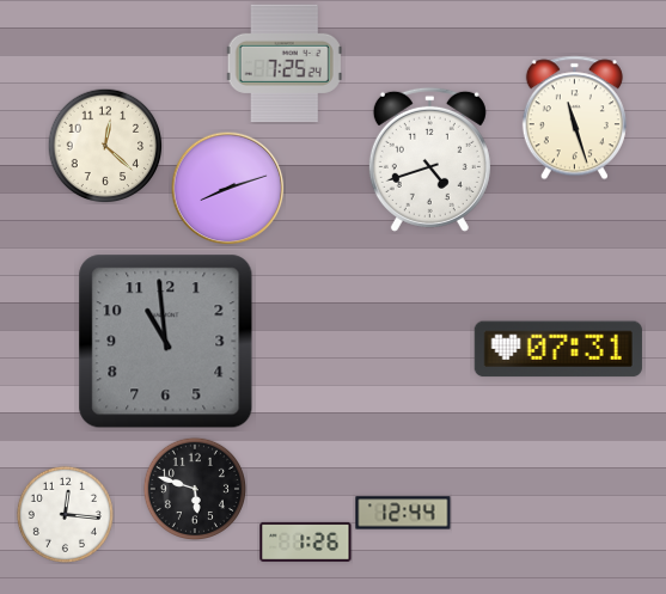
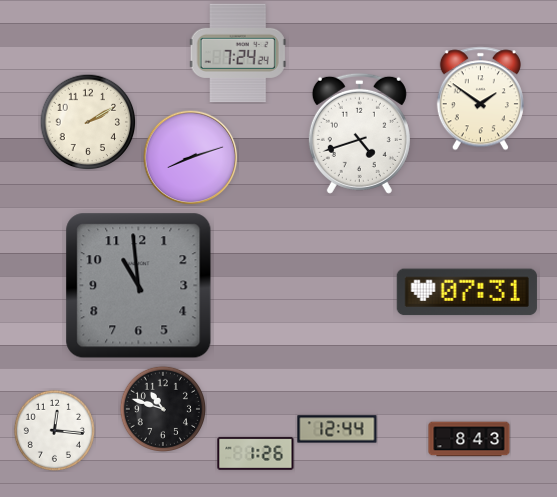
clock at (285, 62): 7:25 -> 7:24
clock at (574, 118): 11:27 -> 1:51
clock at (105, 146): 12:22 -> 2:10
clock at (194, 488): 5:48 -> 10:48
clock at (469, 439): none -> 8:43
